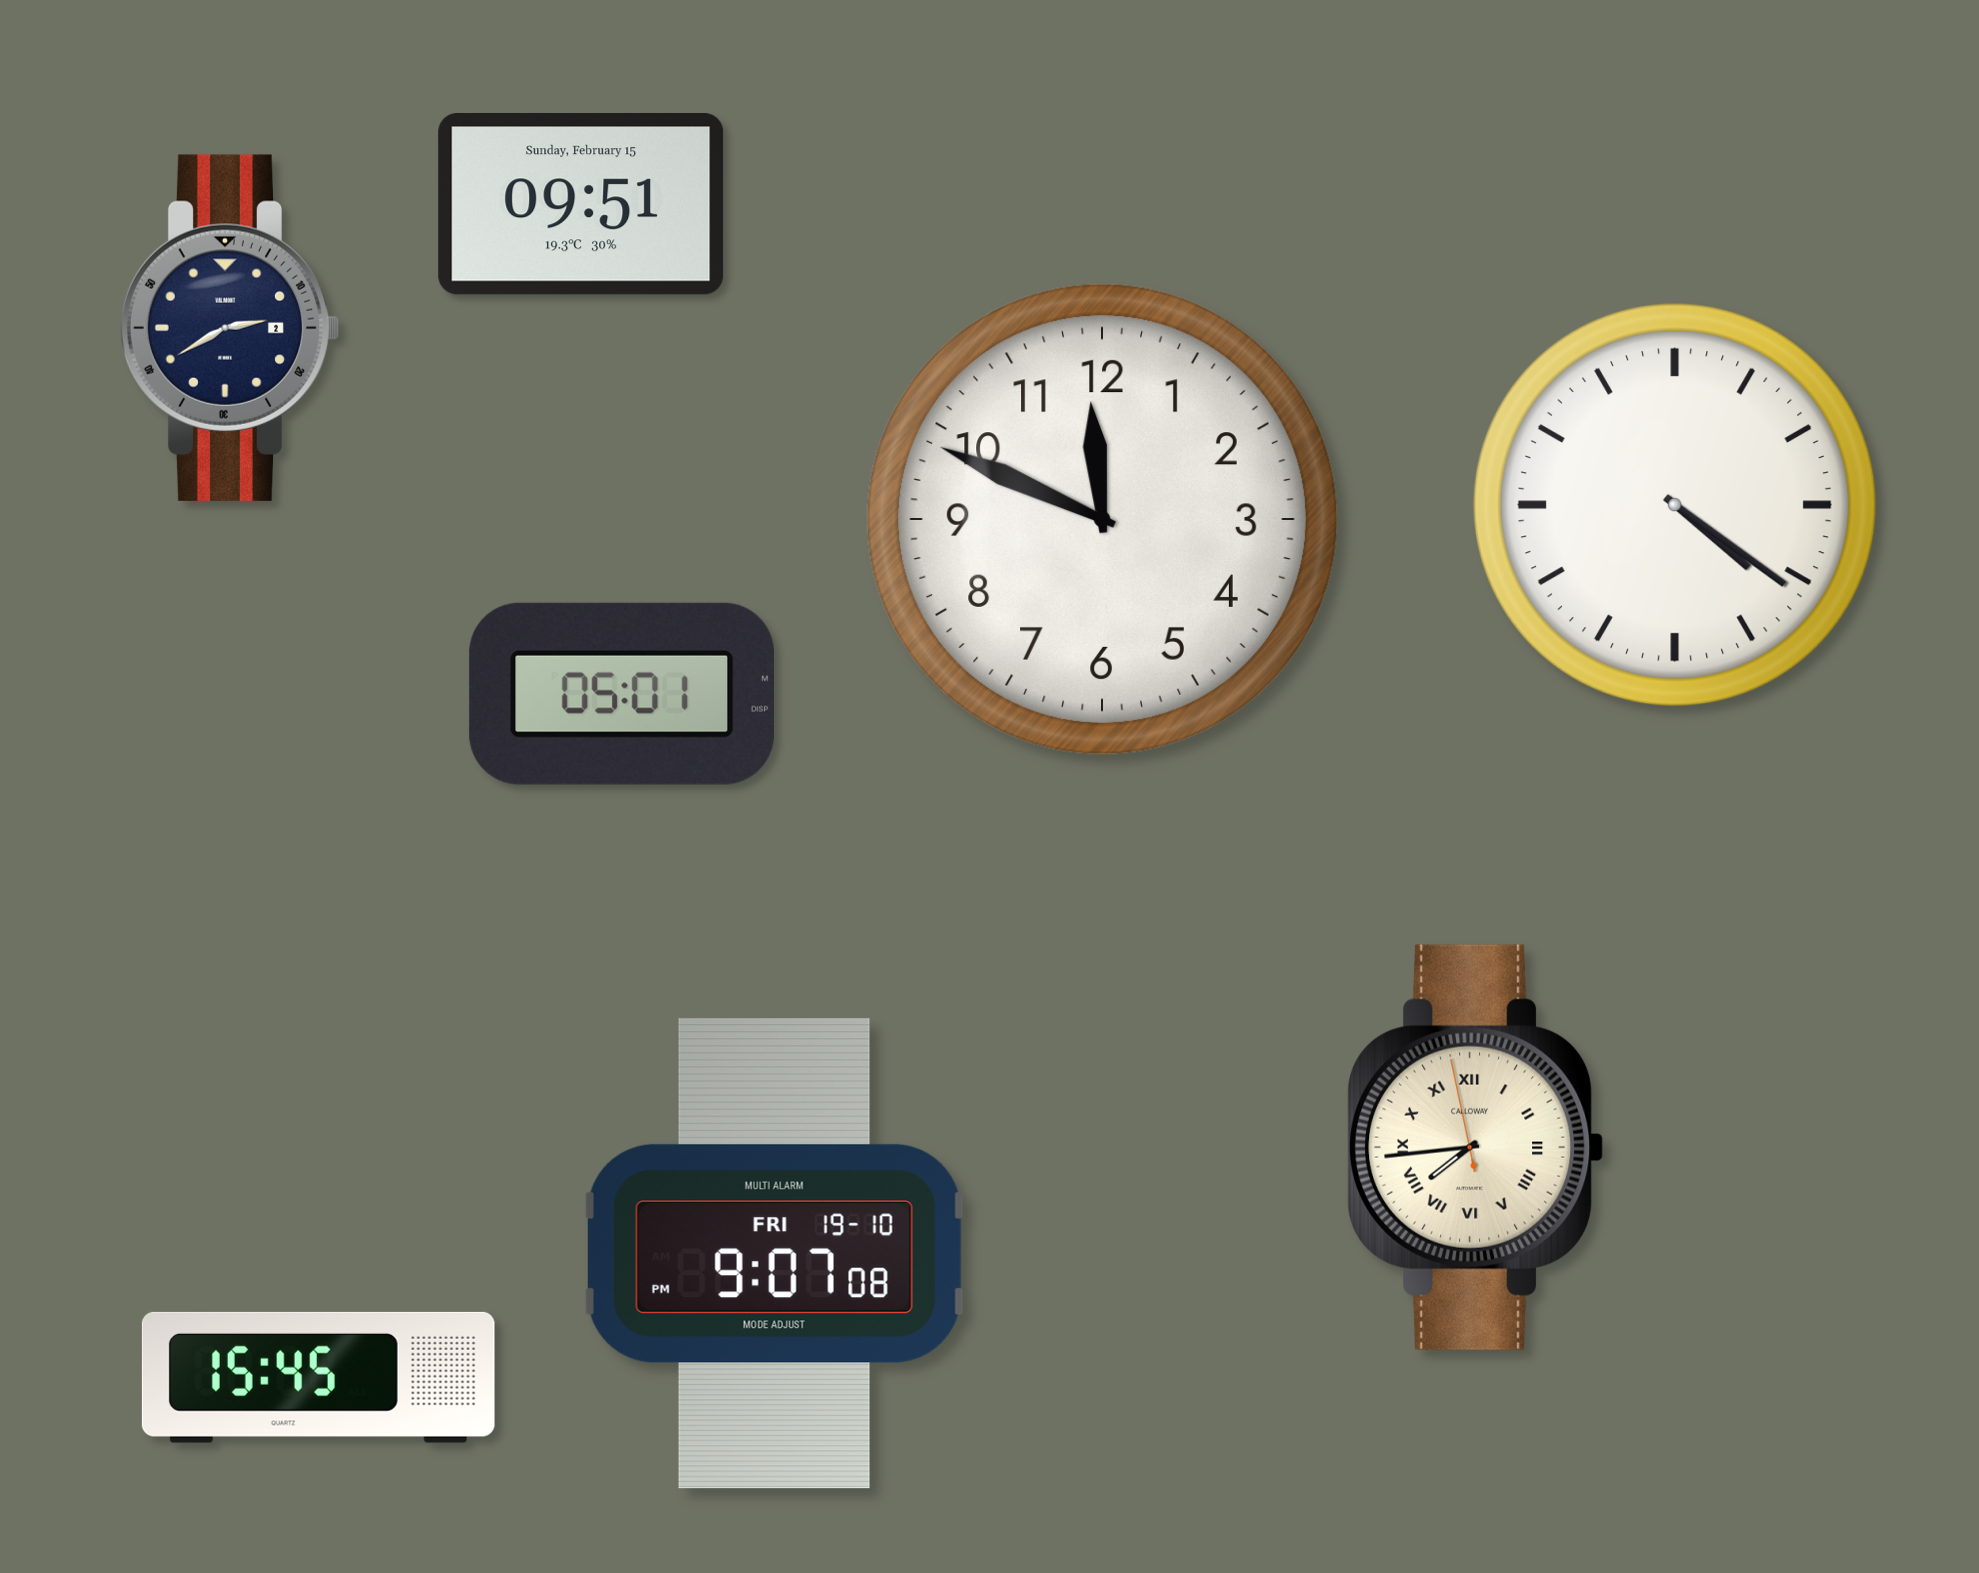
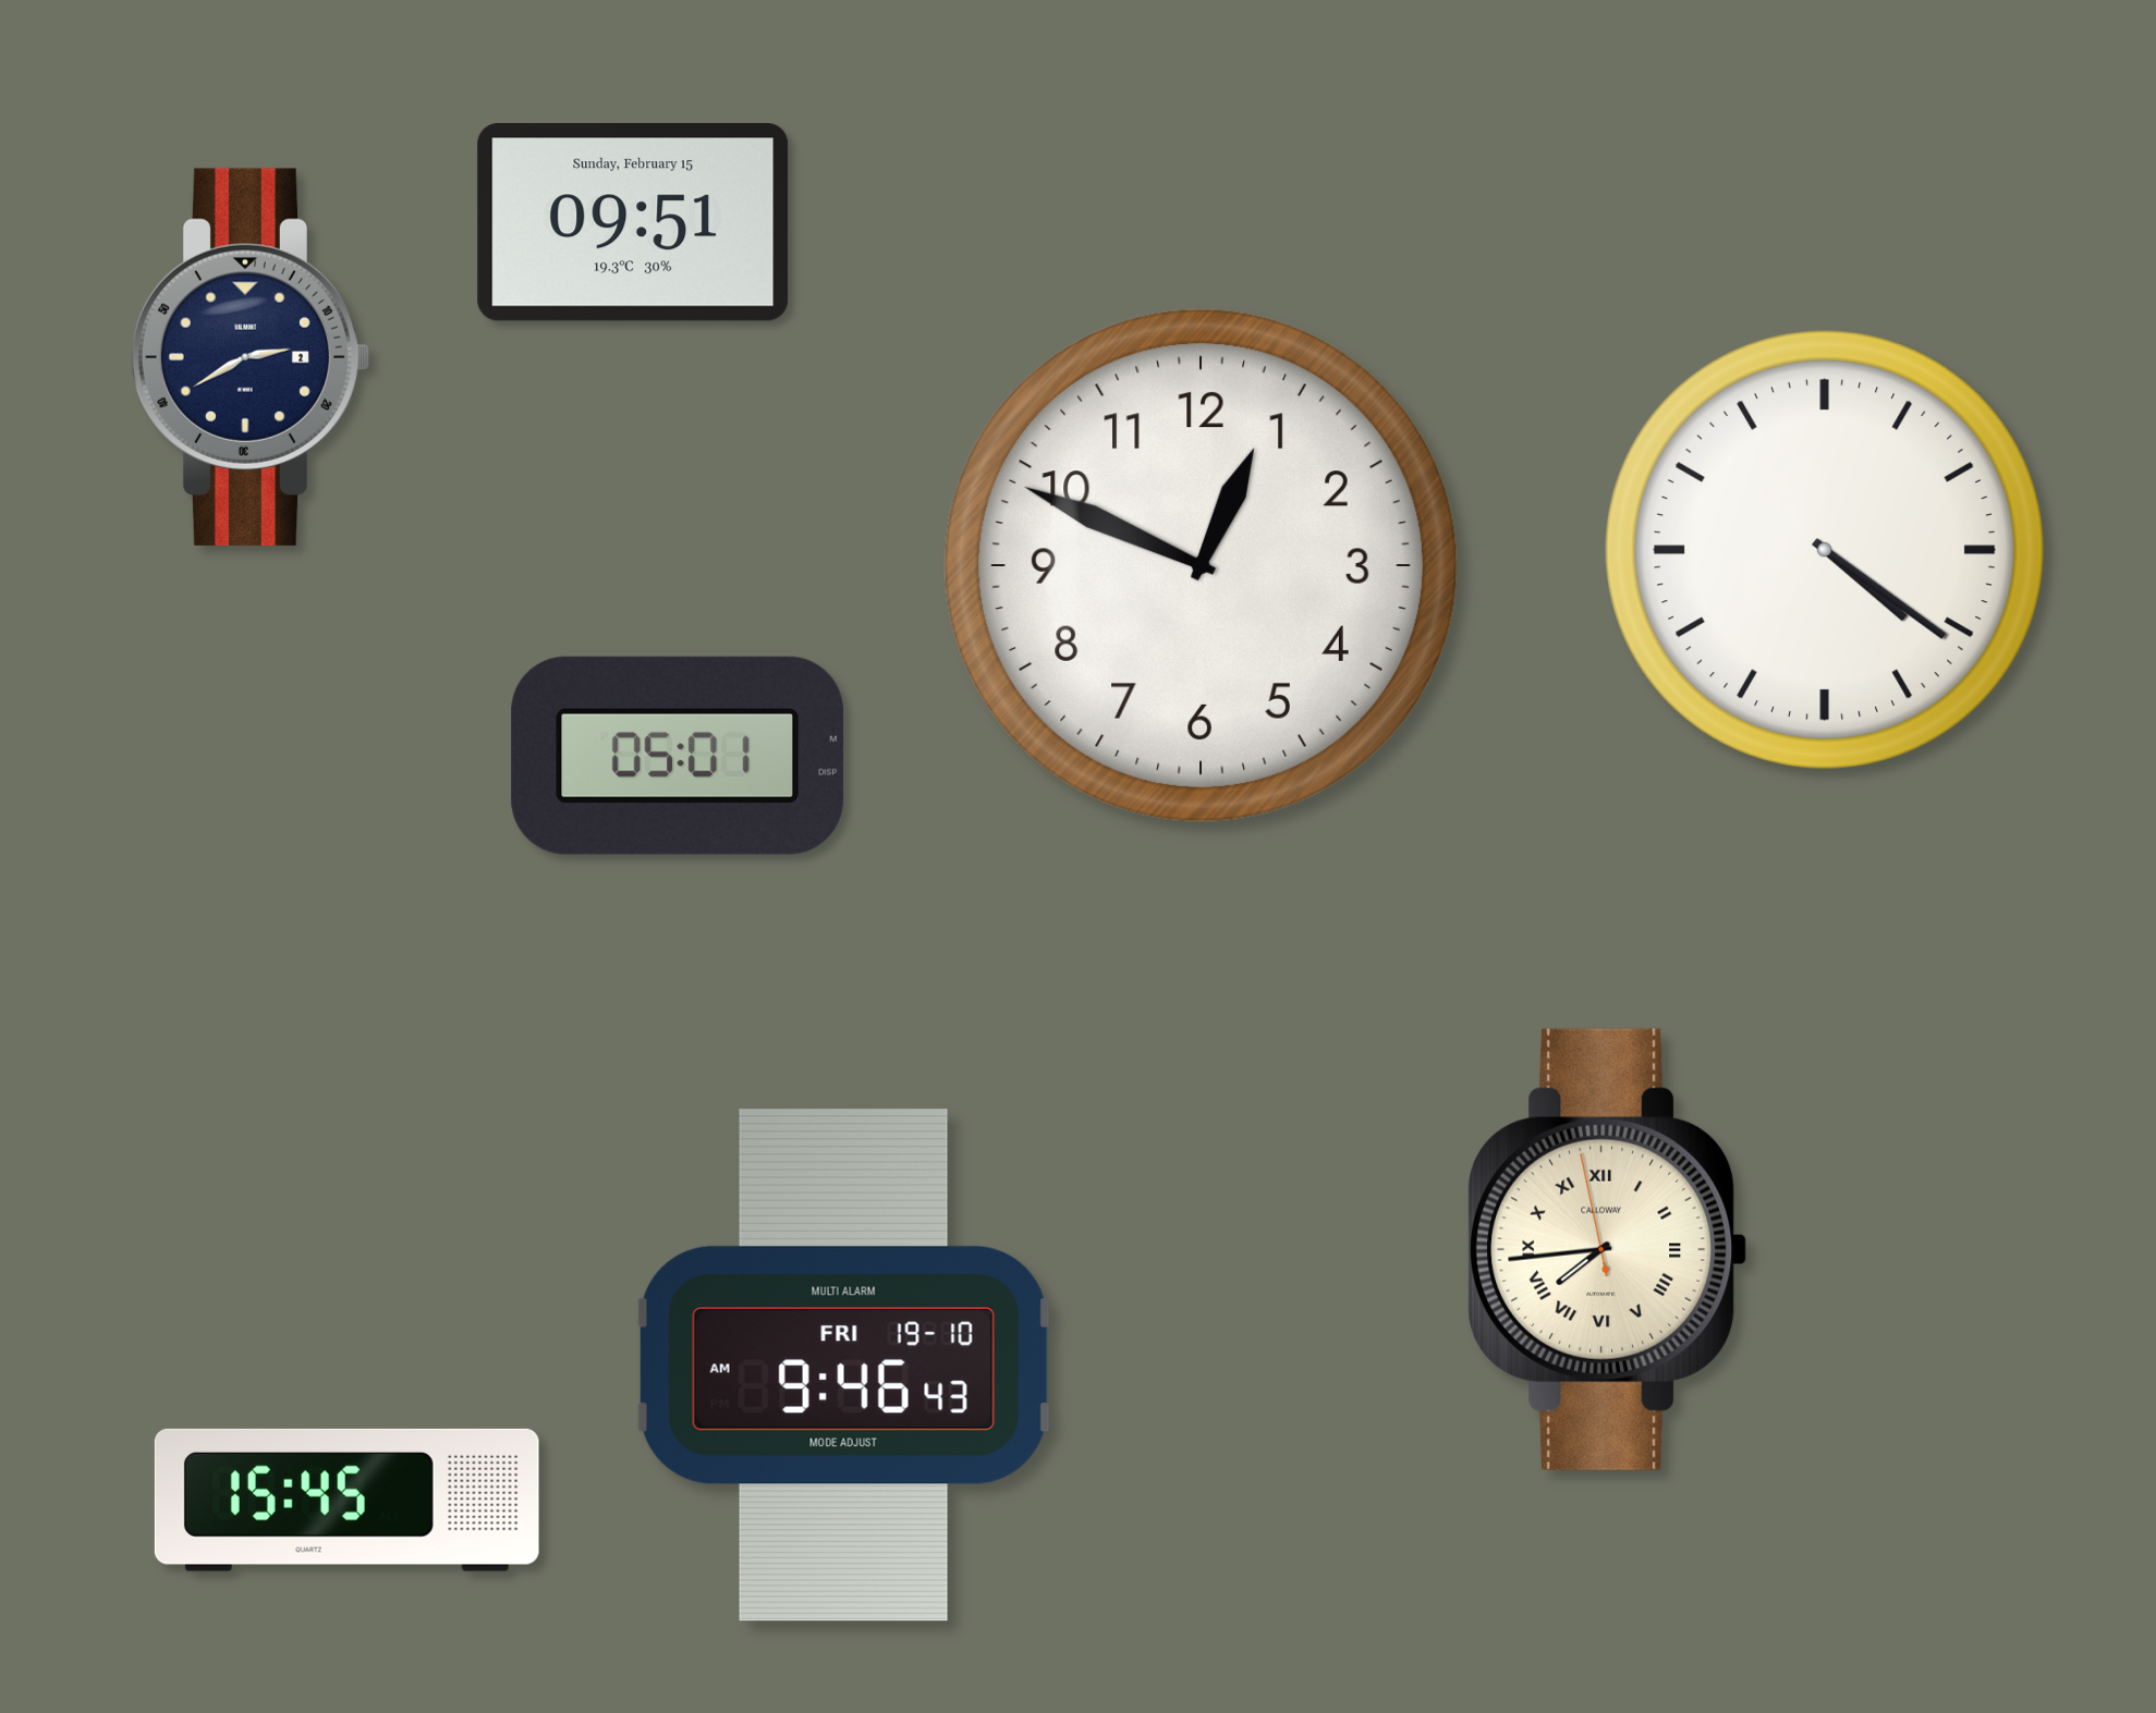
clock at (1102, 519): 11:49 -> 12:49
clock at (774, 1253): 9:07 -> 9:46
